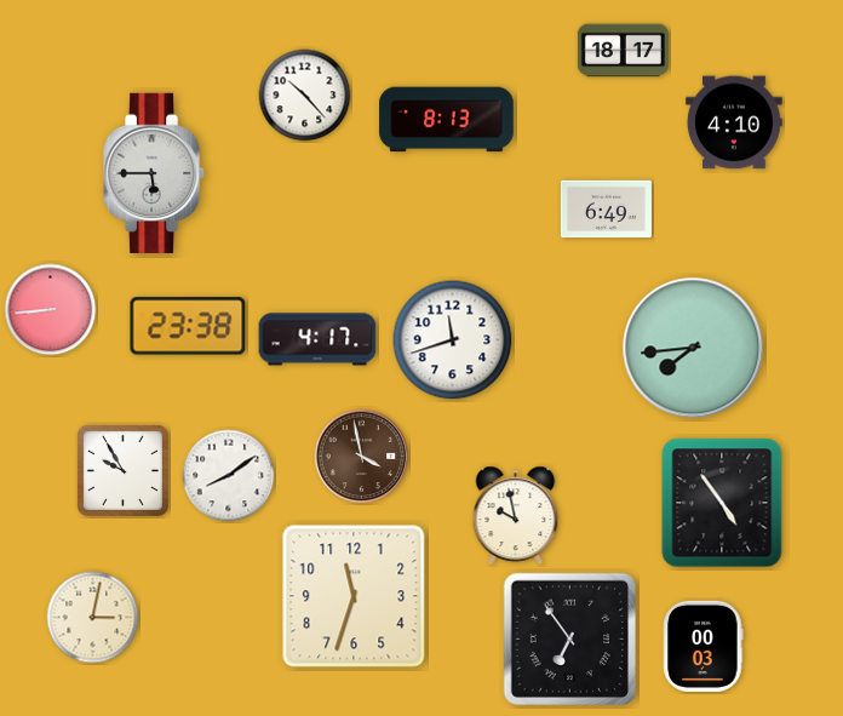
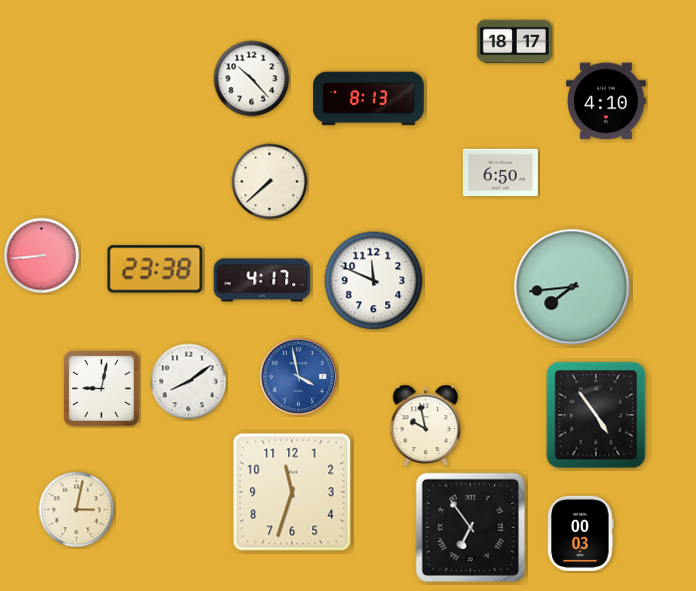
clock at (155, 172): 5:45 -> none
clock at (606, 210): 6:49 -> 6:50
clock at (270, 182): none -> 7:38
clock at (453, 340): 11:42 -> 11:49
clock at (362, 457) dial: brown -> blue
clock at (122, 470): 9:55 -> 9:02
clock at (229, 476) position: (229, 476) -> (189, 382)
